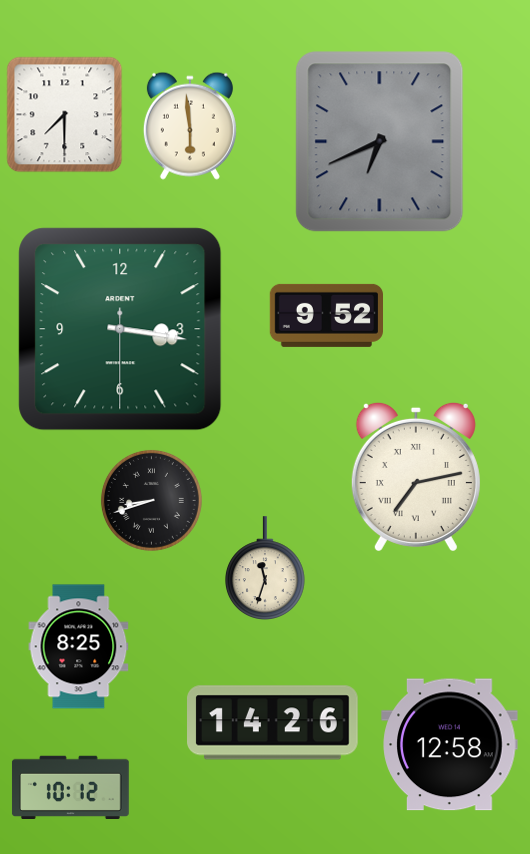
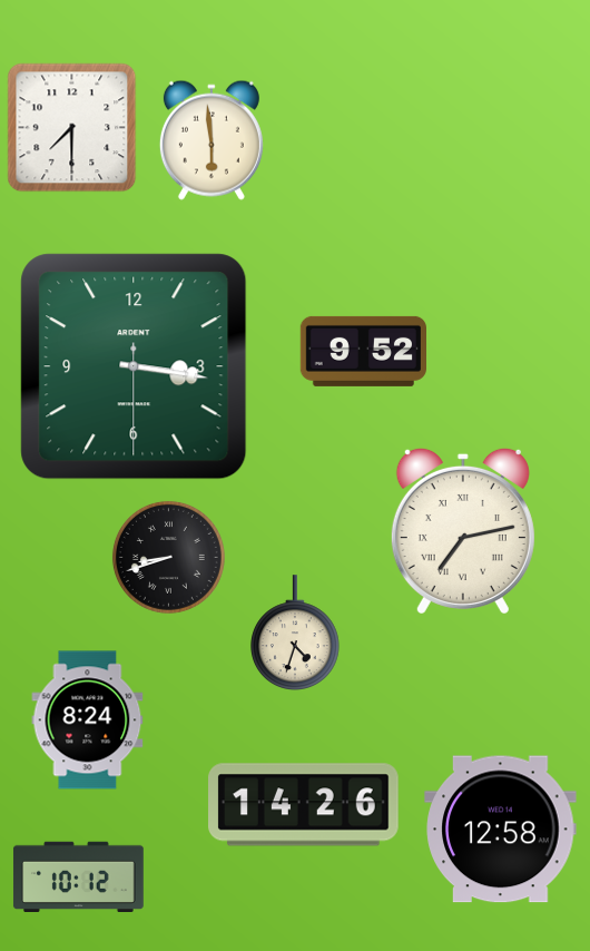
clock at (380, 142): 6:41 -> none
clock at (266, 568): 11:33 -> 4:33
clock at (79, 647): 8:25 -> 8:24
